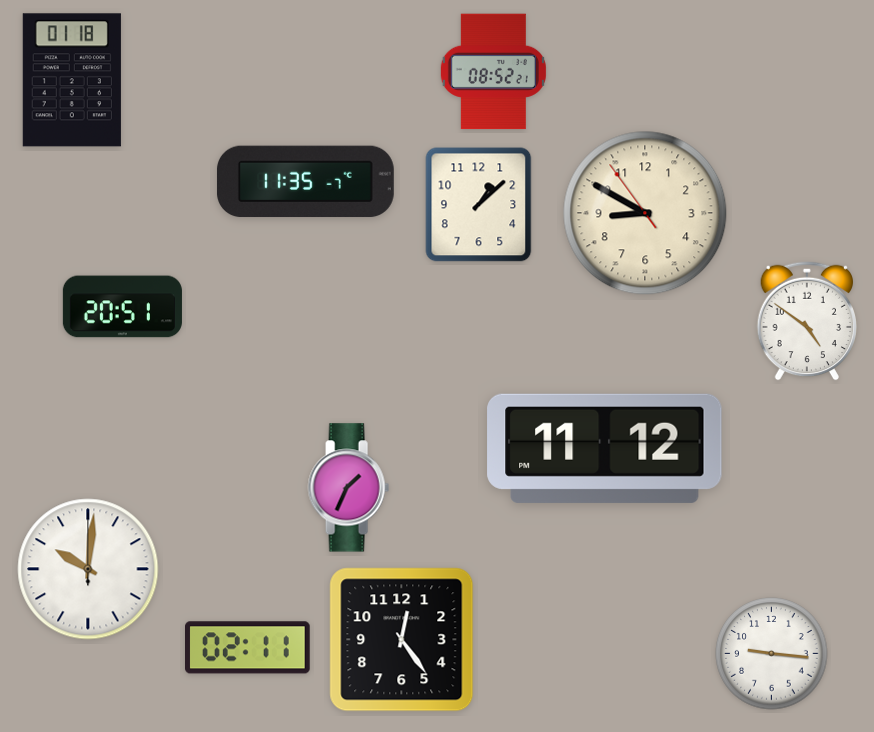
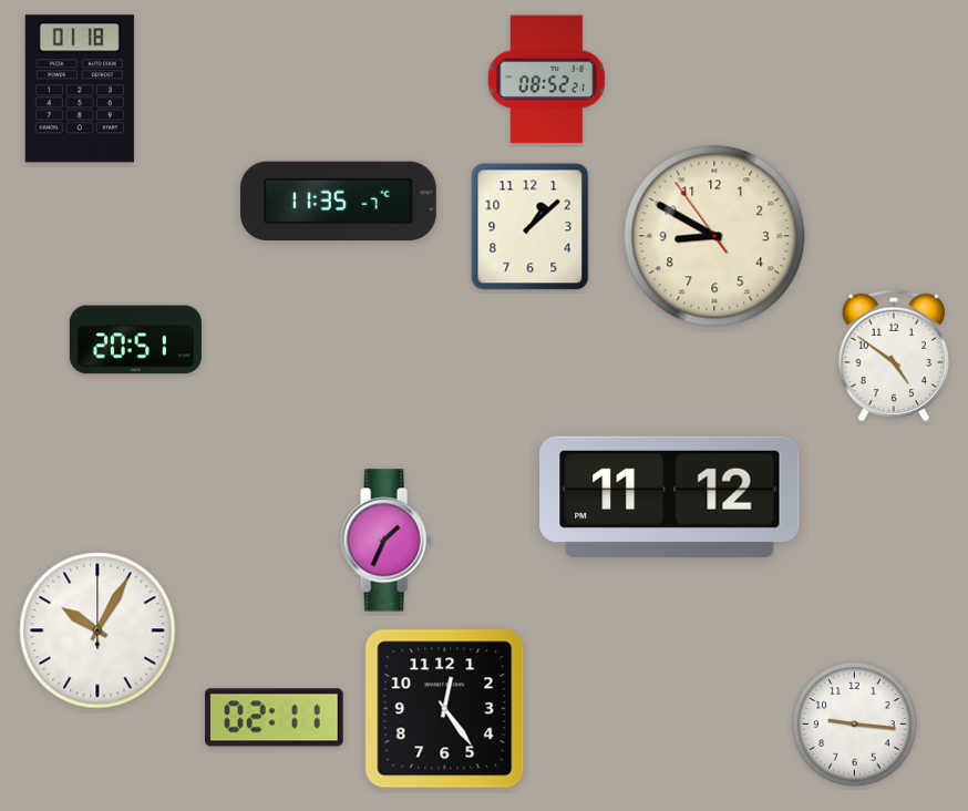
clock at (88, 569): 10:01 -> 10:05
